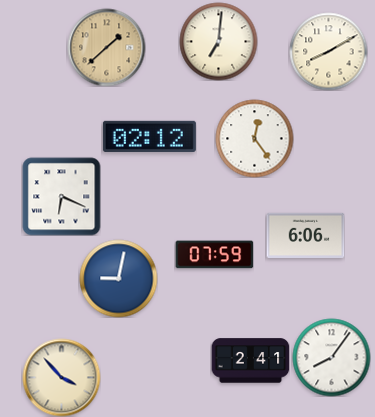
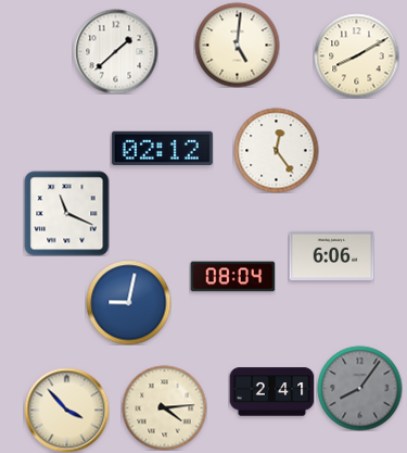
clock at (218, 41): 7:01 -> 5:01
clock at (106, 47) dial: champagne -> white
clock at (61, 196): 6:19 -> 11:19
clock at (214, 255): 07:59 -> 08:04
clock at (331, 357) dial: white -> grey
clock at (164, 407): none -> 4:14
